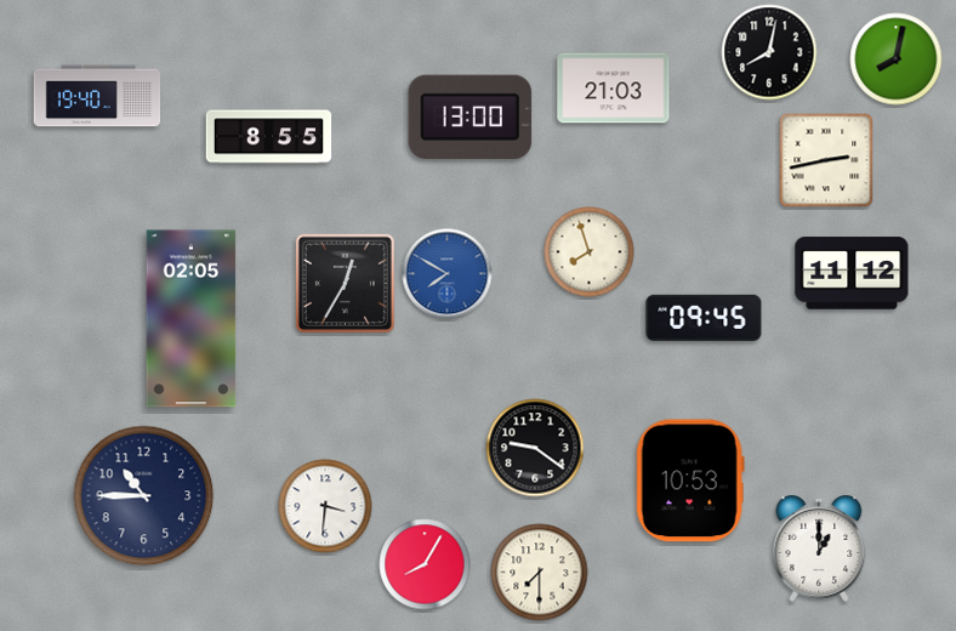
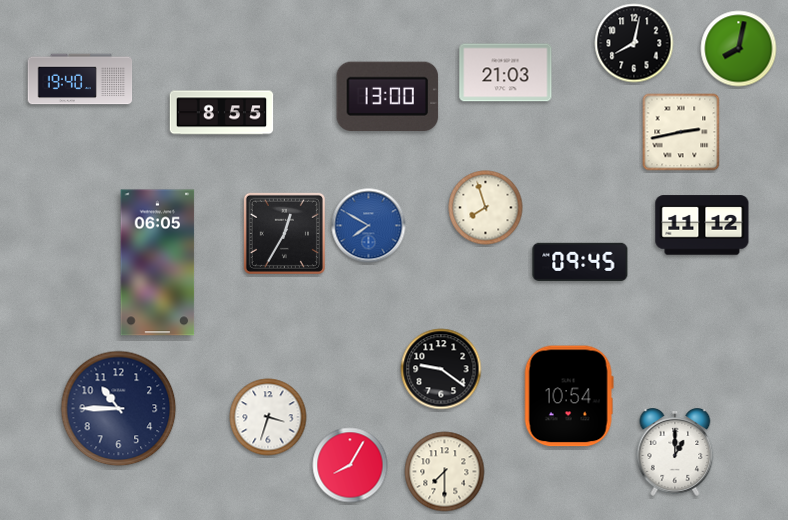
clock at (192, 319): 02:05 -> 06:05
clock at (690, 481): 10:53 -> 10:54
clock at (325, 506): 3:31 -> 3:33
